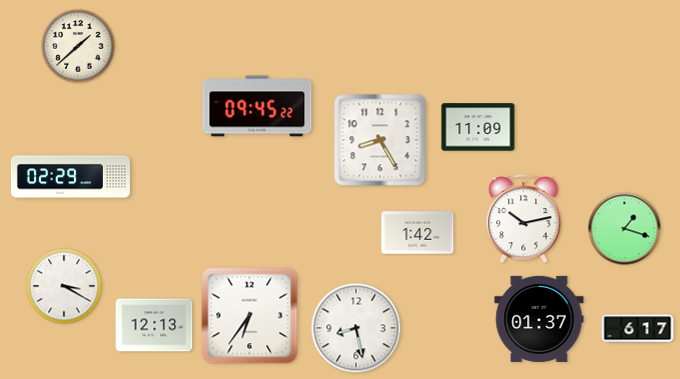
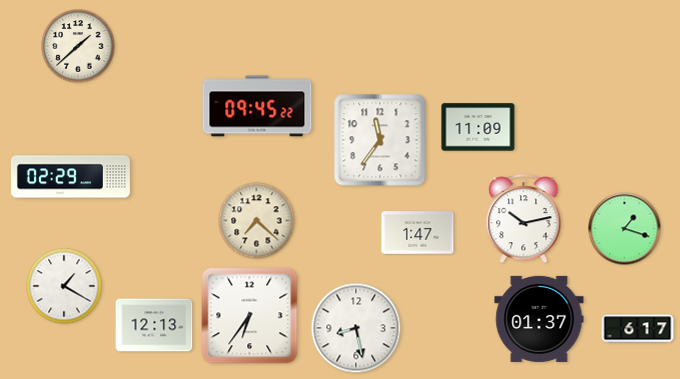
clock at (380, 140): 8:25 -> 11:36
clock at (257, 221): none -> 7:22
clock at (418, 233): 1:42 -> 1:47
clock at (64, 286): 3:20 -> 1:20
